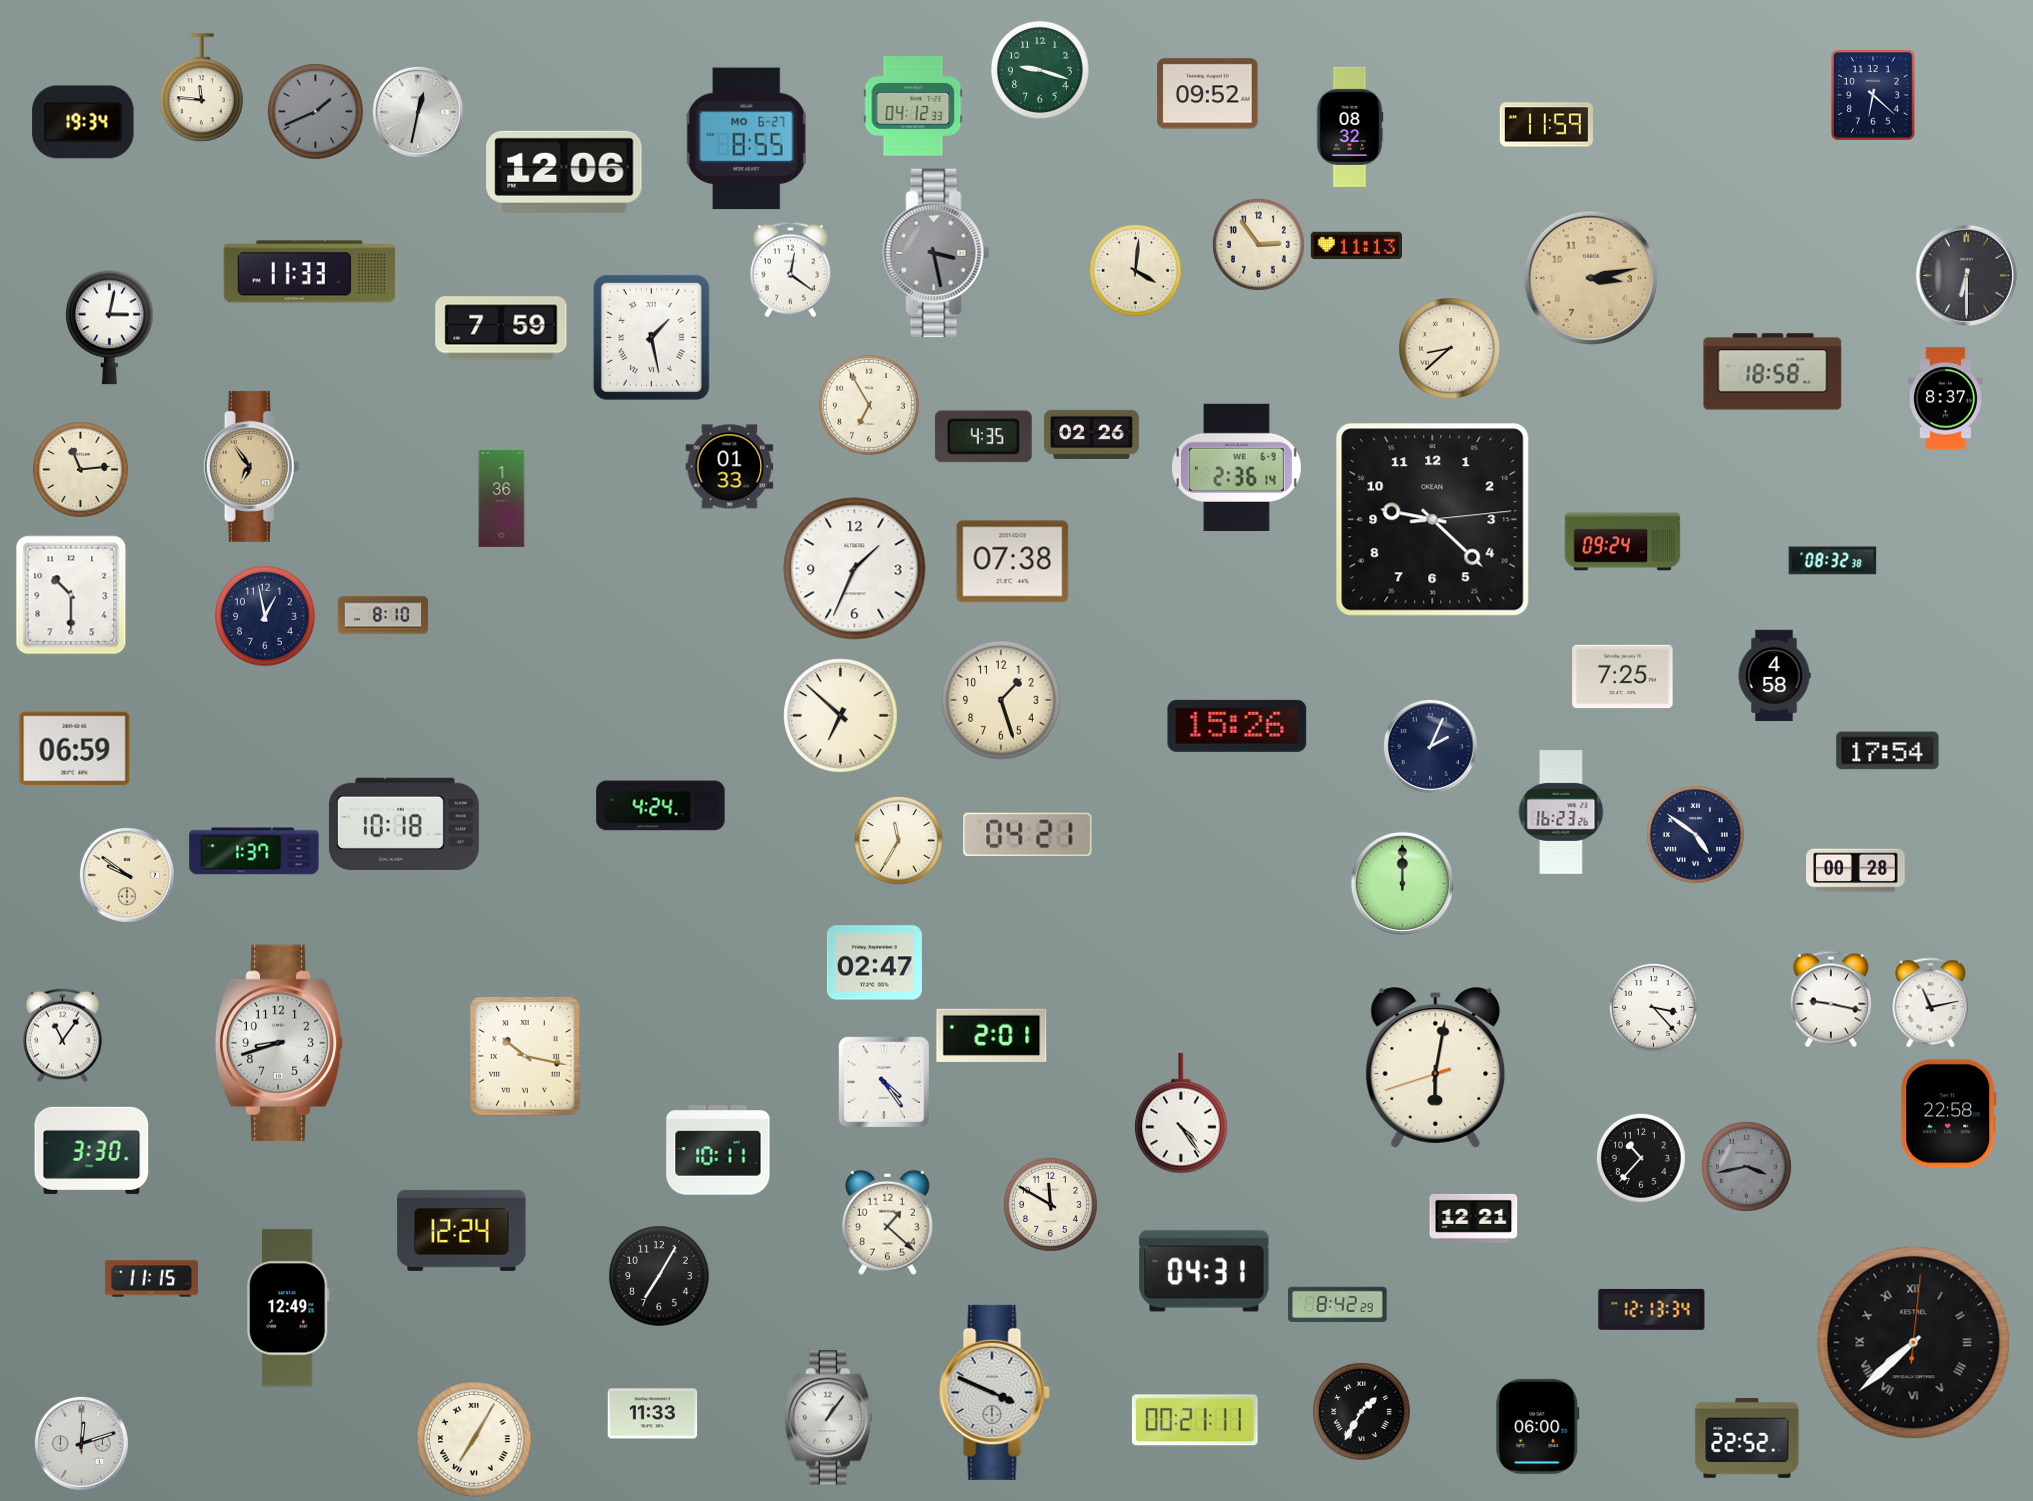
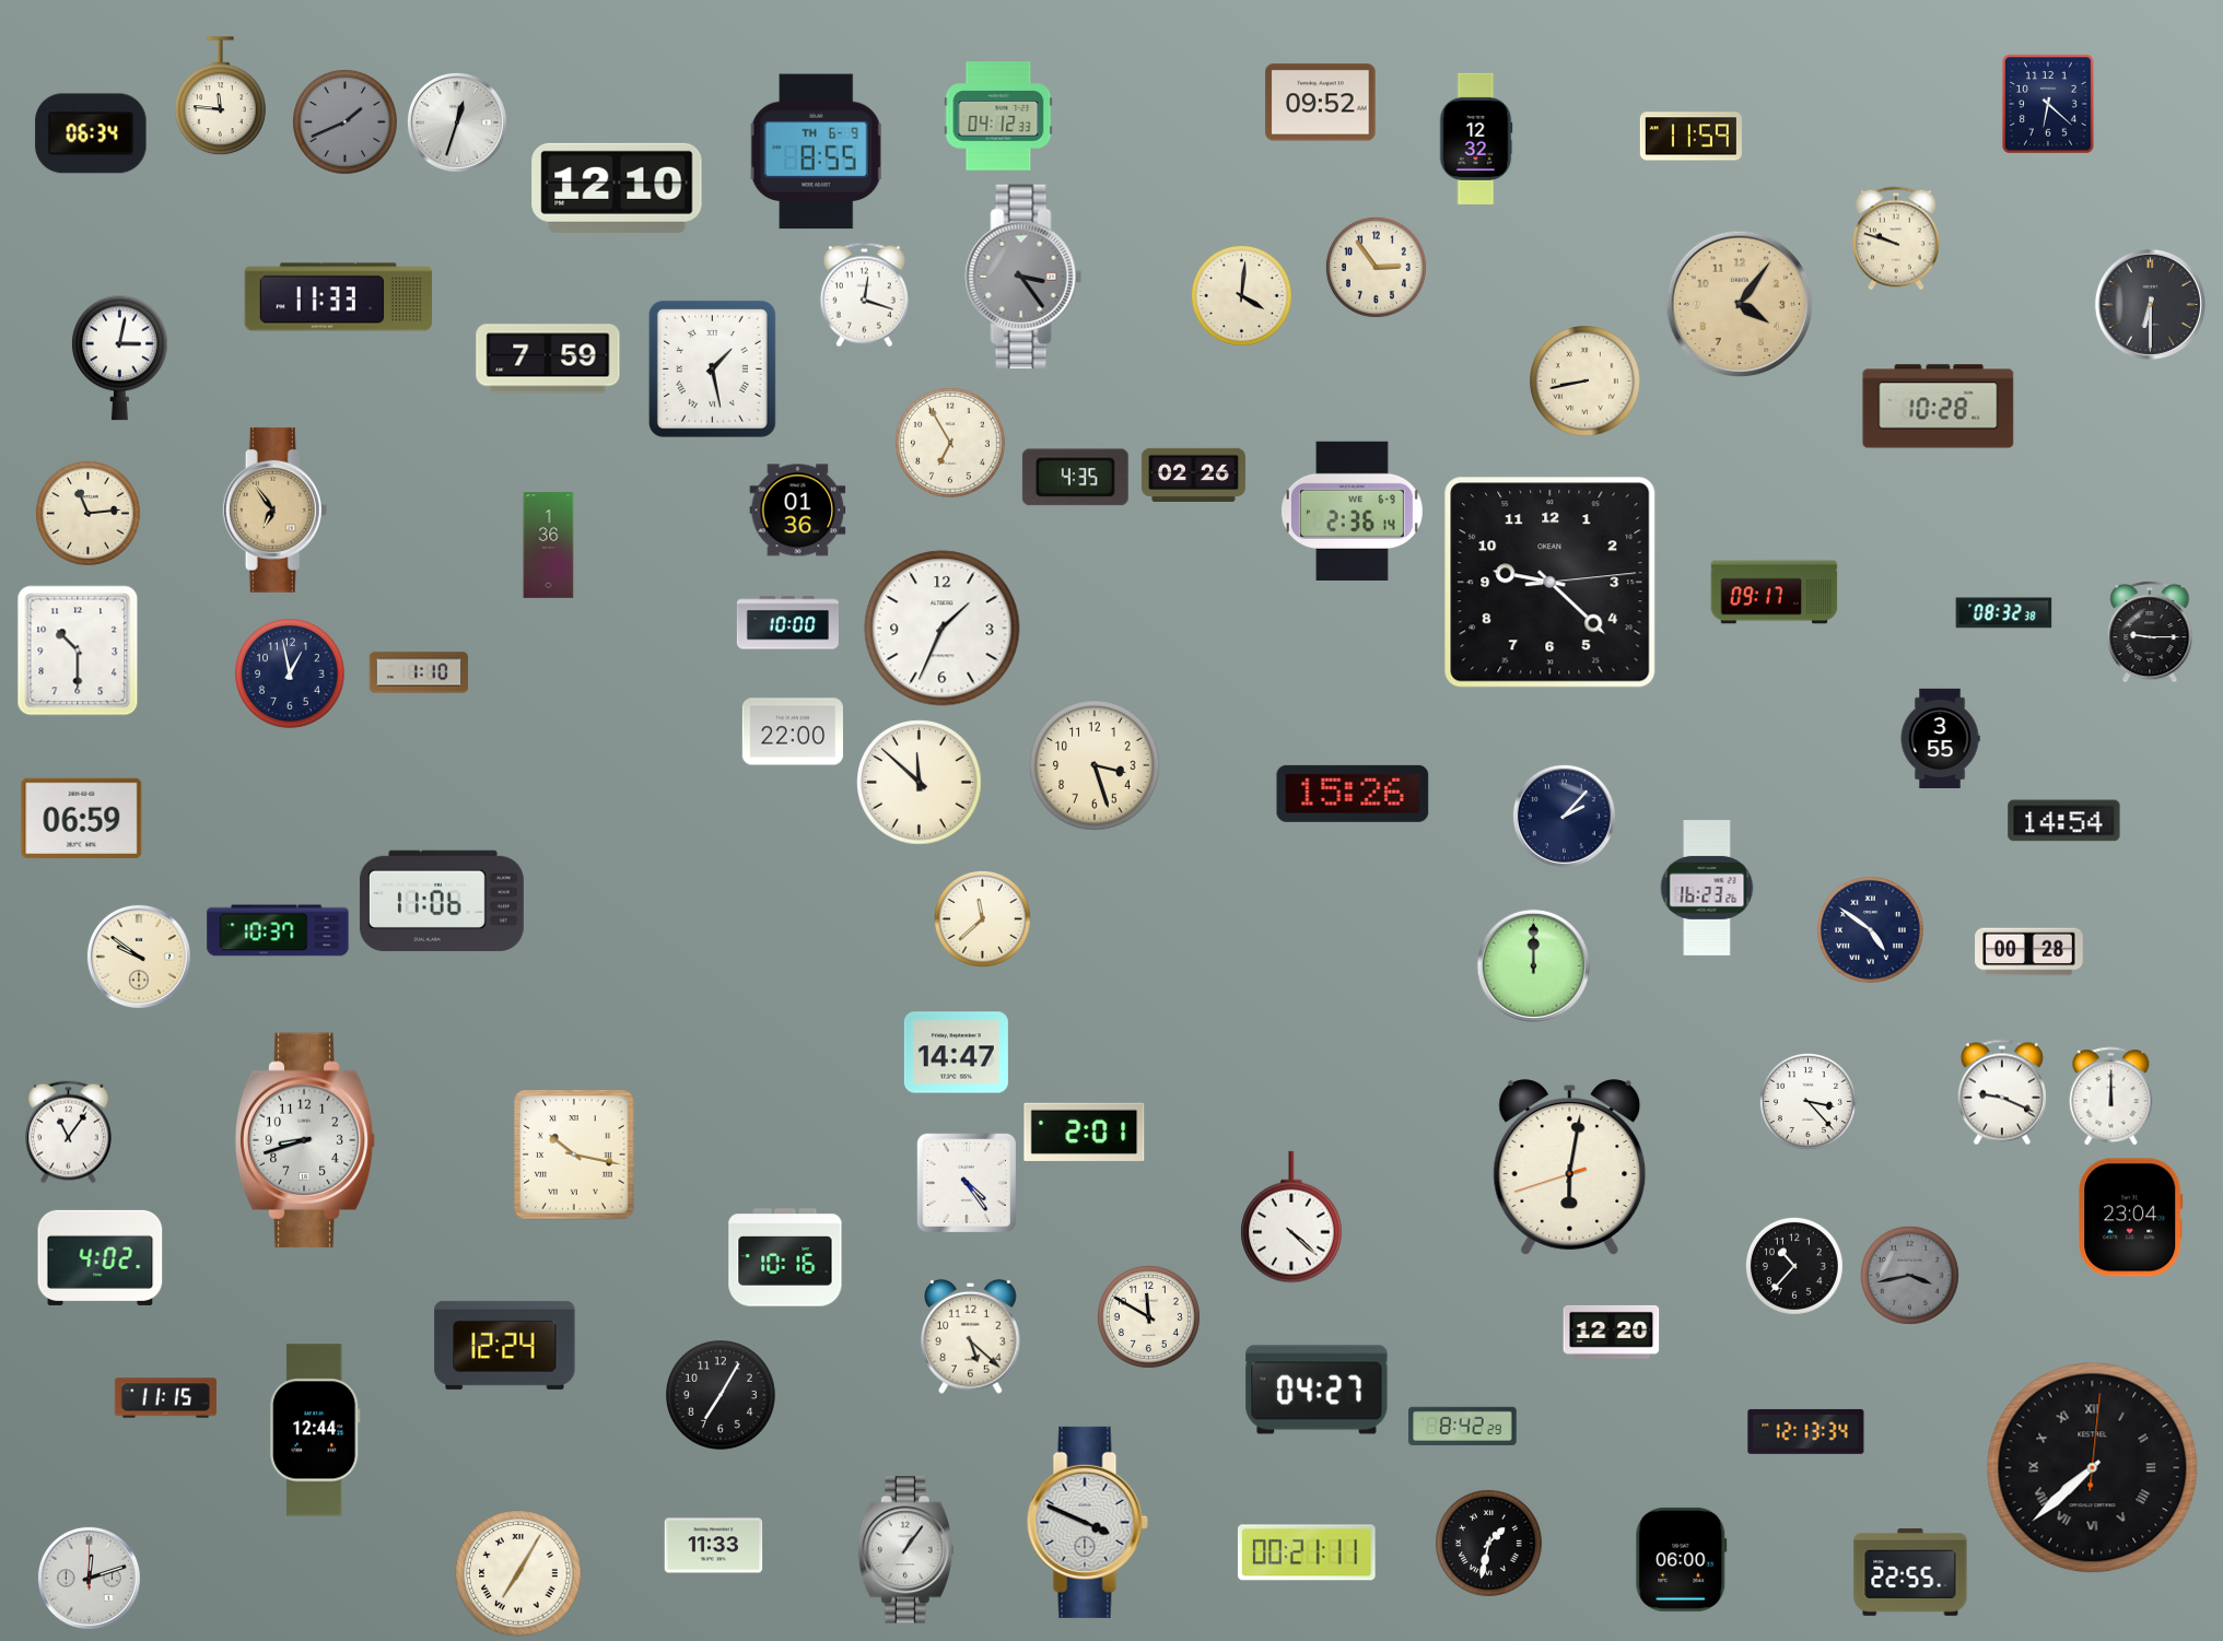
clock at (1040, 70): 9:18 -> none
clock at (418, 112): 12:32 -> 12:33
clock at (83, 122): 19:34 -> 06:34
clock at (1350, 127): 08:32 -> 12:32
clock at (747, 139) date: MO 6-27 -> TH 6-9
clock at (564, 172): 12:06 -> 12:10
clock at (1896, 238): none -> 9:48
clock at (1356, 246): 11:13 -> none
clock at (936, 253): 3:28 -> 3:24
clock at (790, 270): 12:21 -> 12:18
clock at (1966, 275) position: (1966, 275) -> (2150, 304)
clock at (1591, 278): 3:13 -> 4:06
clock at (1450, 349): 8:38 -> 8:43
clock at (1773, 372): 18:58 -> 10:28
clock at (1946, 399): 8:37 -> none
clock at (730, 467): 01:33 -> 01:36
clock at (1433, 520) position: (1433, 520) -> (1551, 583)
clock at (1623, 542): 09:24 -> 09:17
clock at (1013, 562): 07:38 -> none
clock at (855, 569) position: (855, 569) -> (943, 629)
clock at (787, 623): none -> 10:00
clock at (2150, 632): none -> 9:15
clock at (383, 615): 8:10 -> 1:10
clock at (792, 731): none -> 22:00
clock at (1774, 676): 4:58 -> 3:55
clock at (1623, 677): 7:25 -> none
clock at (1001, 700): 1:27 -> 3:27
clock at (841, 716): 6:52 -> 11:52
clock at (1430, 746): 2:04 -> 2:07
clock at (1888, 751): 17:54 -> 14:54
clock at (661, 806): 4:24 -> none
clock at (404, 823): 10:18 -> 11:06
clock at (1695, 834) position: (1695, 834) -> (1870, 929)
clock at (1028, 835): 04:21 -> none
clock at (898, 840): 11:35 -> 11:38
clock at (254, 851): 1:37 -> 10:37
clock at (874, 963): 02:47 -> 14:47
clock at (1831, 999): 9:17 -> 9:19
clock at (1931, 1003): 11:13 -> 12:00
clock at (1181, 1113): 4:24 -> 4:22
clock at (1949, 1114): 22:58 -> 23:04
clock at (92, 1150): 3:30 -> 4:02
clock at (718, 1150): 10:11 -> 10:16
clock at (1474, 1218): 12:21 -> 12:20
clock at (888, 1222): 1:22 -> 5:22
clock at (1204, 1271): 04:31 -> 04:27
clock at (288, 1308): 12:49 -> 12:44
clock at (1361, 1411): 1:35 -> 1:32
clock at (1747, 1439): 22:52 -> 22:55
